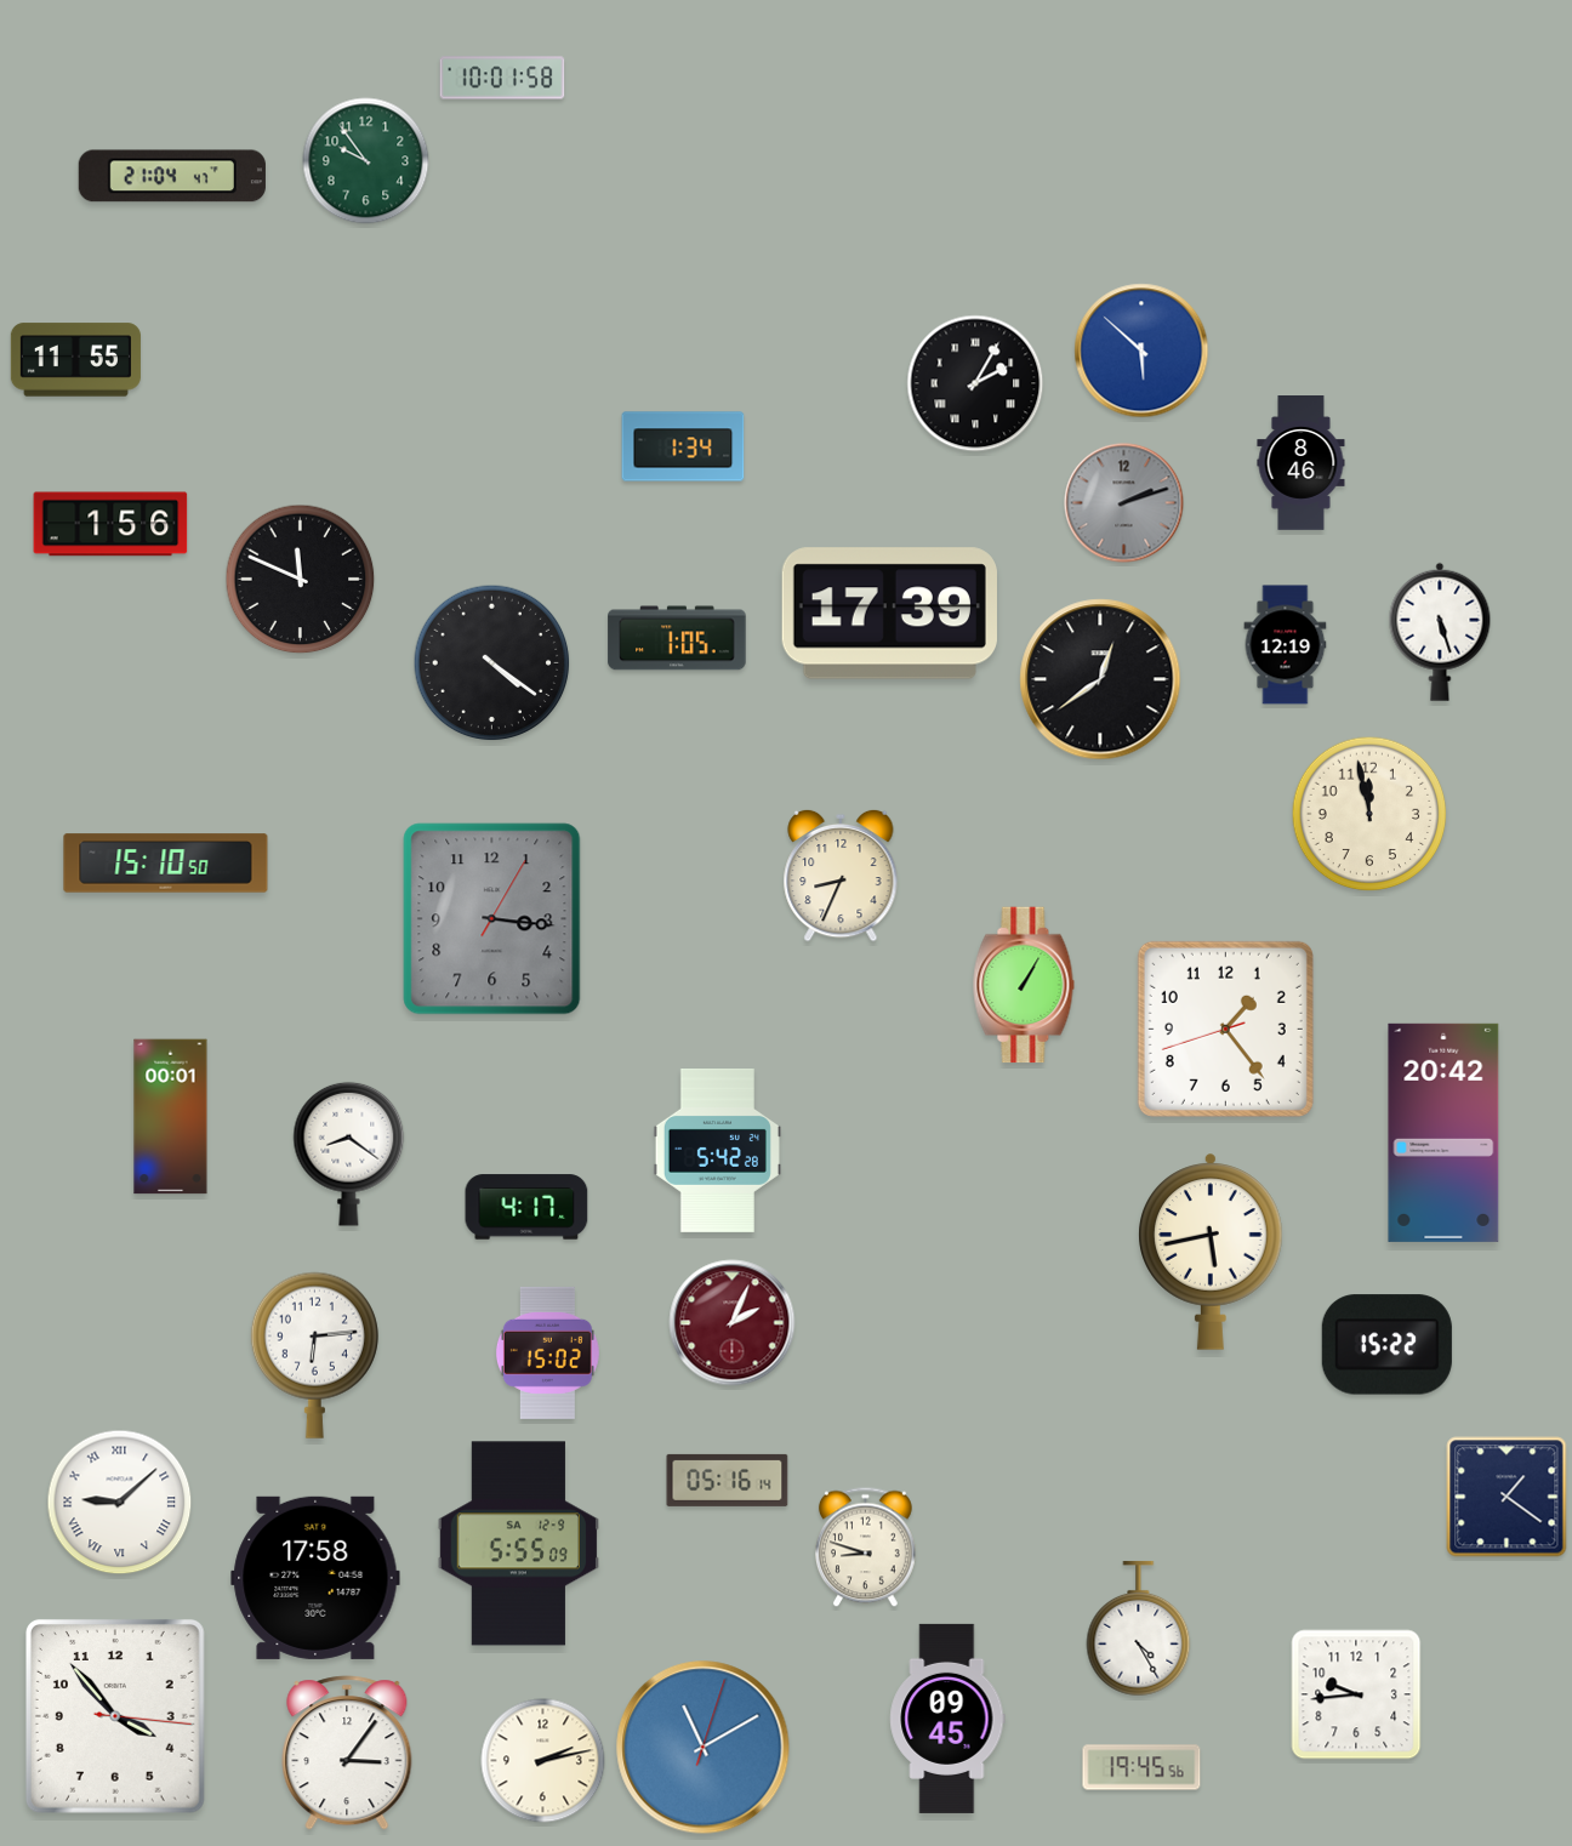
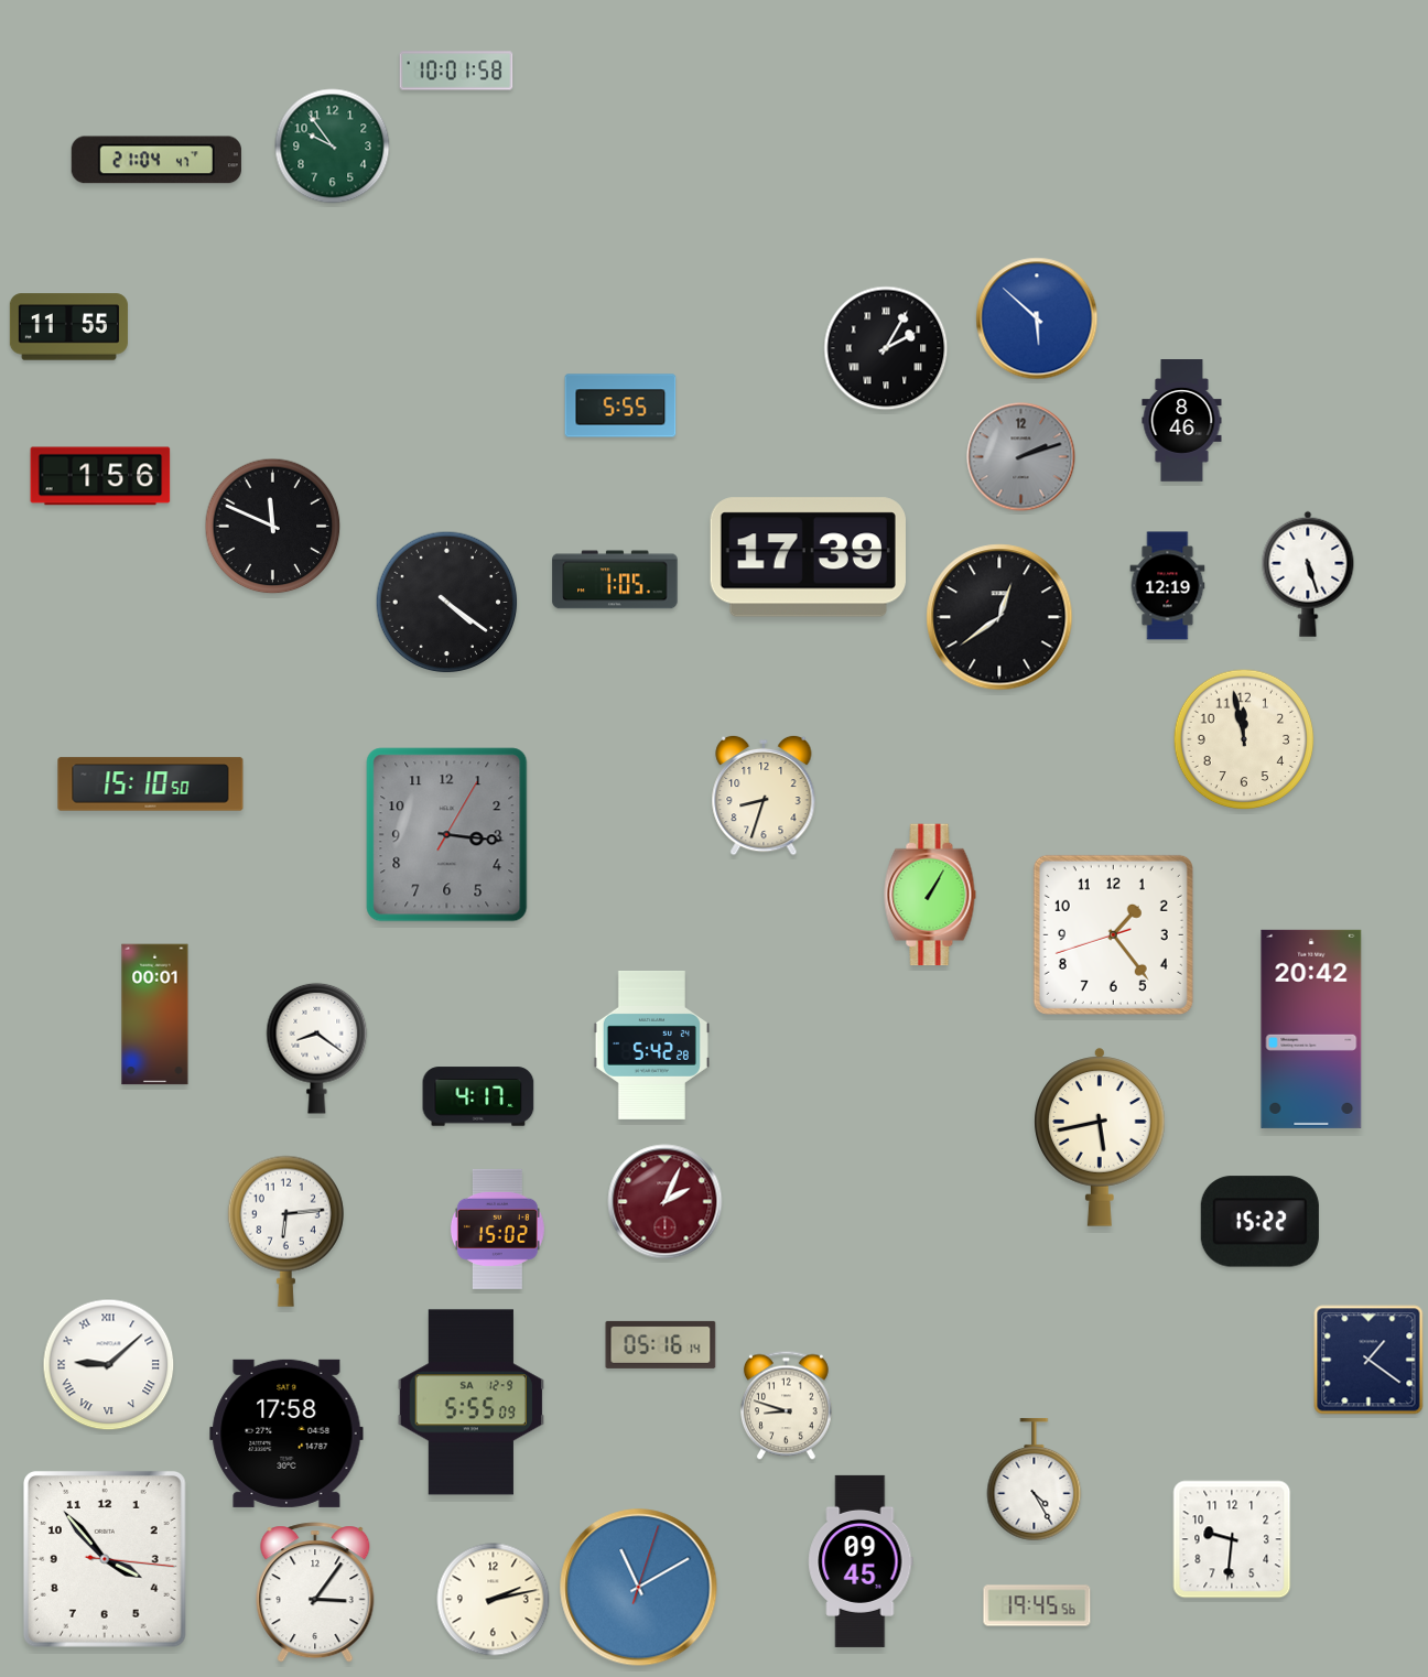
clock at (683, 446): 1:34 -> 5:55
clock at (841, 876): 8:34 -> 8:33
clock at (1356, 1694): 9:44 -> 9:31
